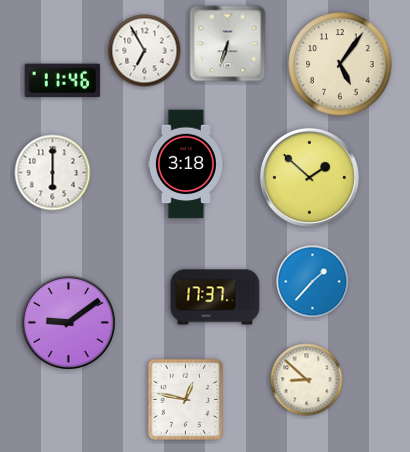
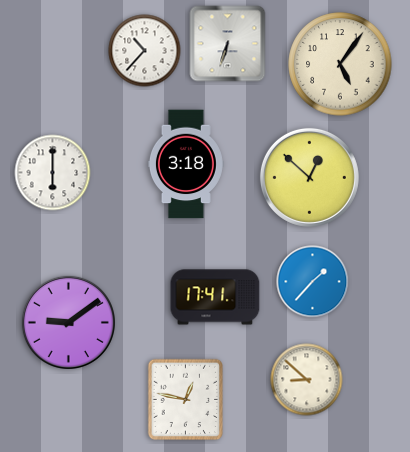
clock at (145, 51): 6:55 -> 10:37
clock at (62, 81): 11:46 -> none
clock at (309, 177): 1:52 -> 12:52
clock at (215, 297): 17:37 -> 17:41
